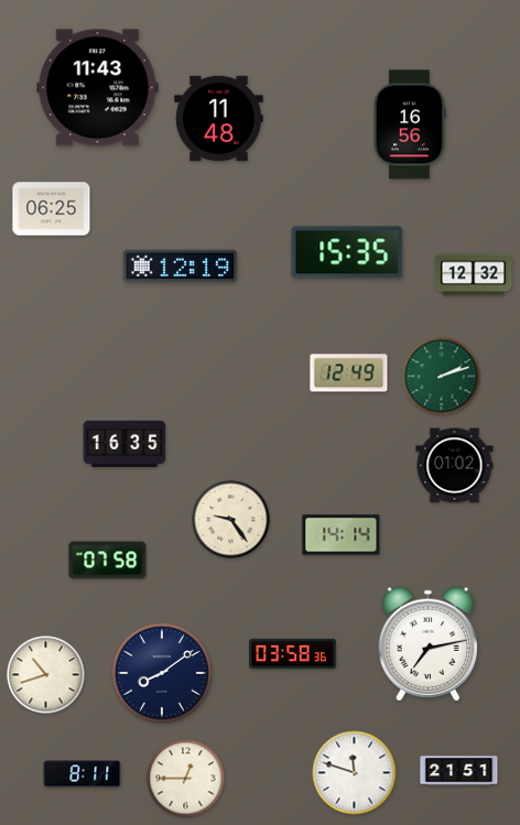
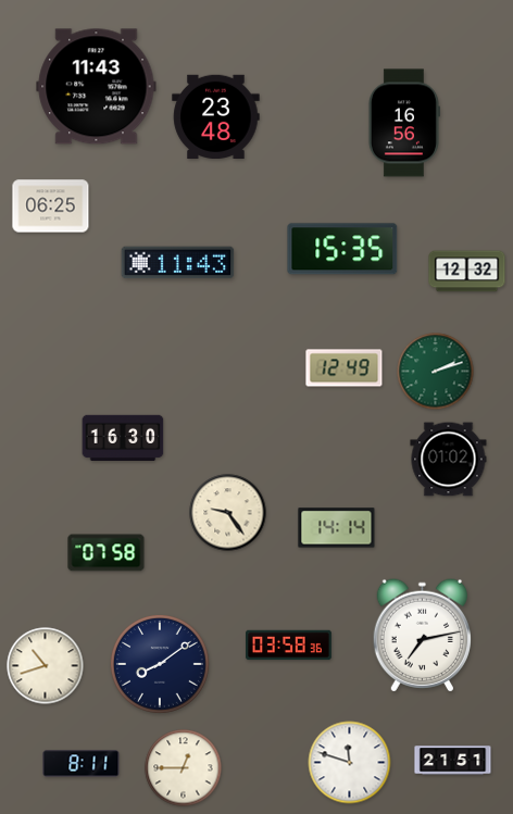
clock at (219, 119): 11:48 -> 23:48
clock at (181, 267): 12:19 -> 11:43
clock at (124, 444): 16:35 -> 16:30
